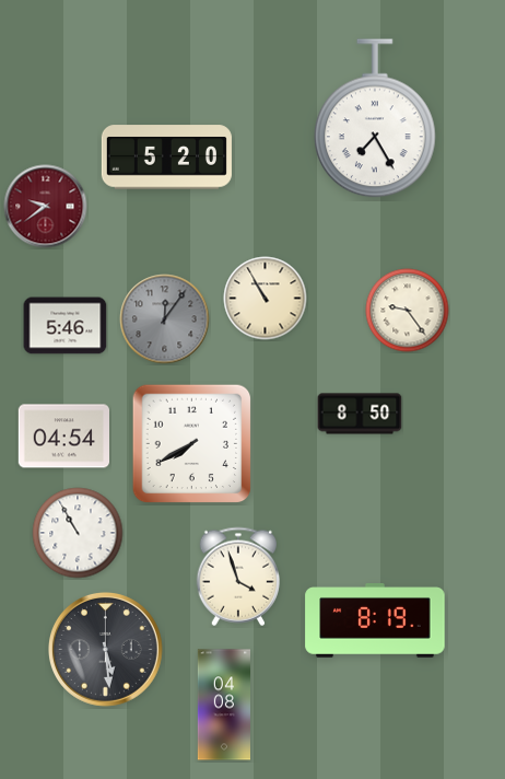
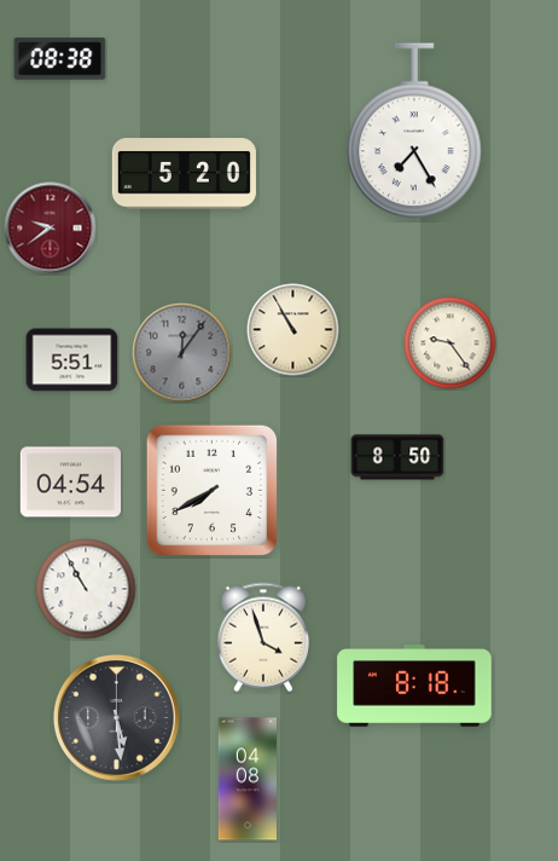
clock at (60, 59): none -> 08:38
clock at (66, 326): 5:46 -> 5:51
clock at (375, 621): 8:19 -> 8:18
